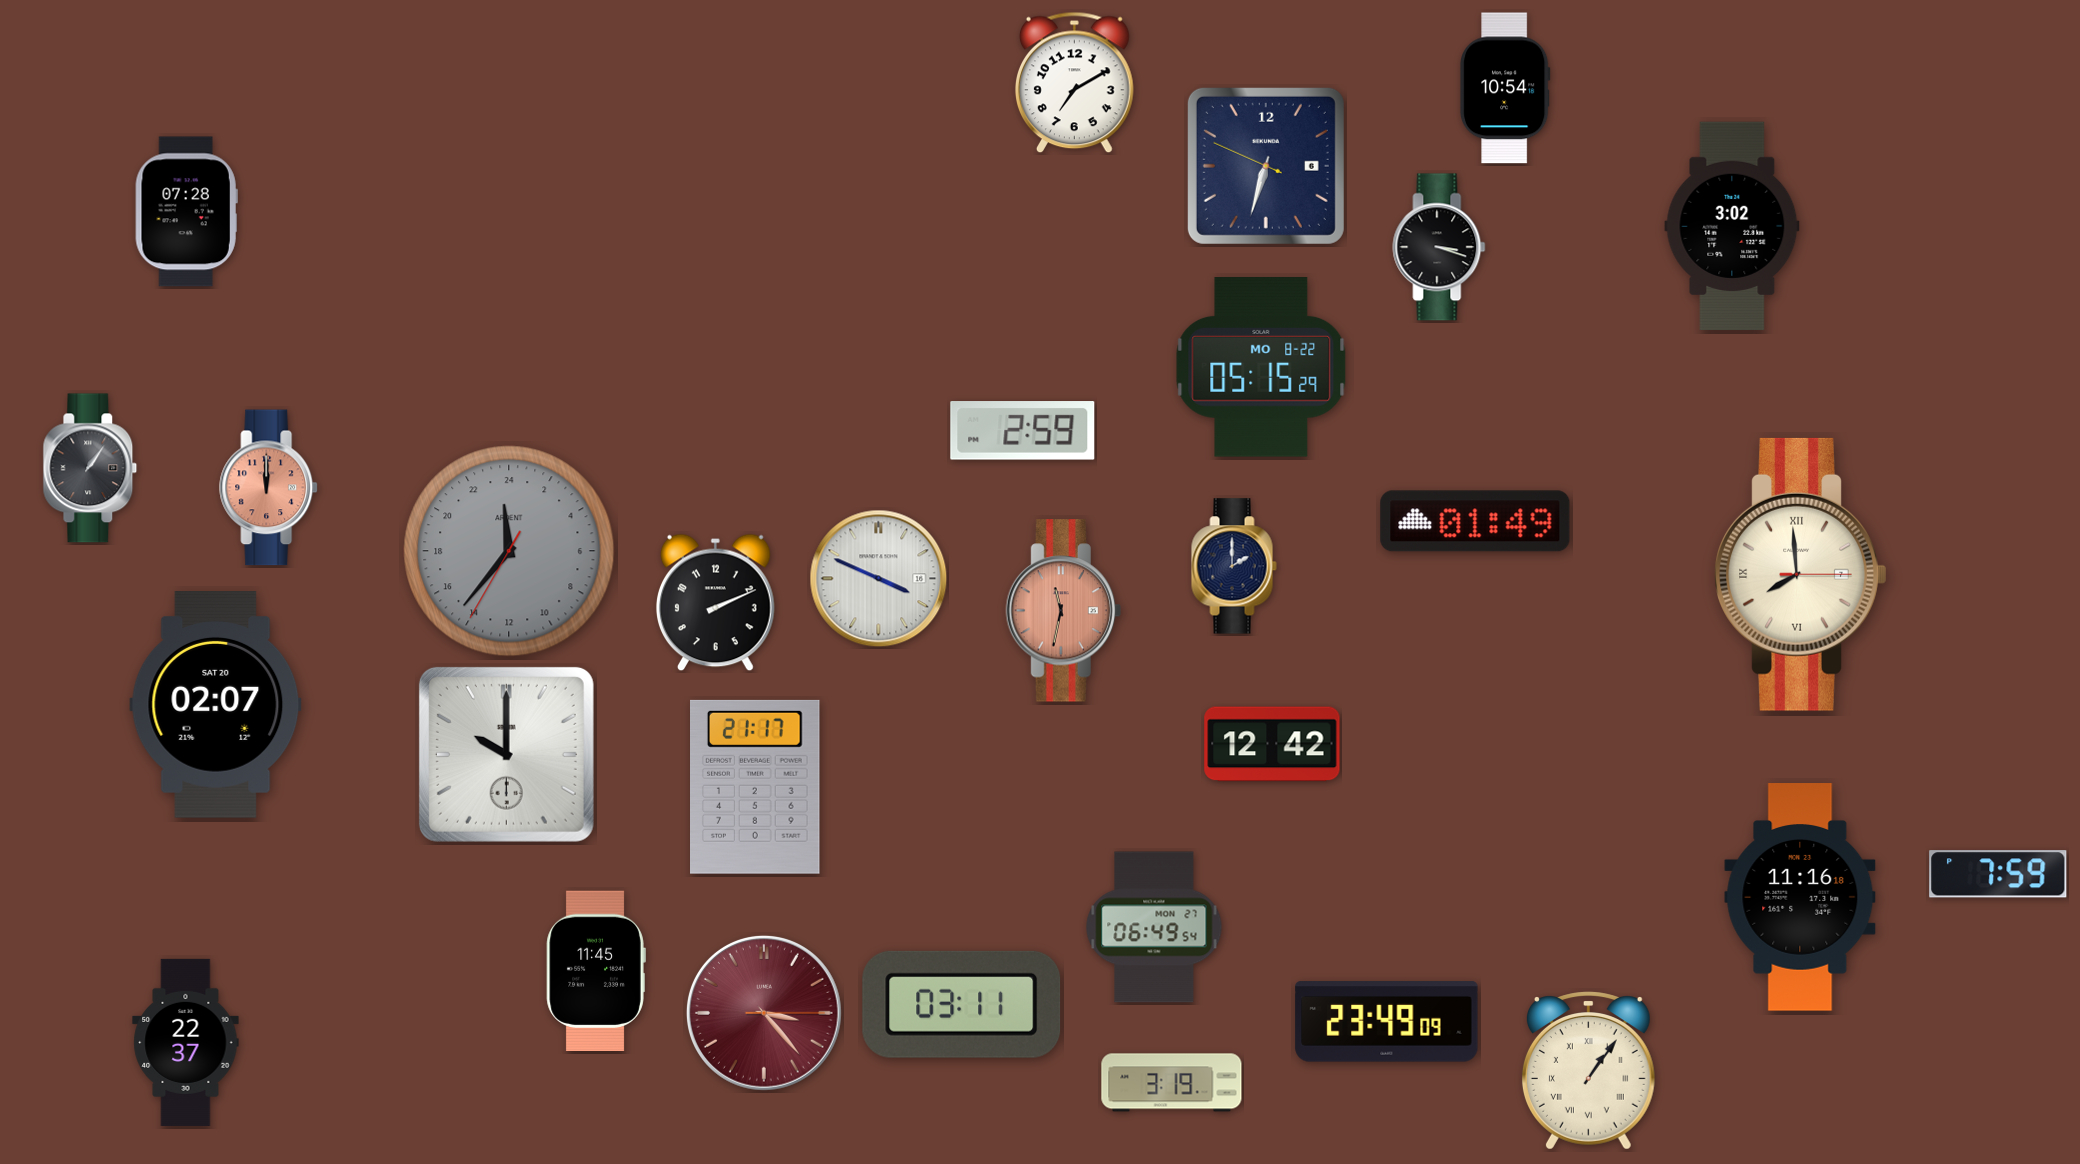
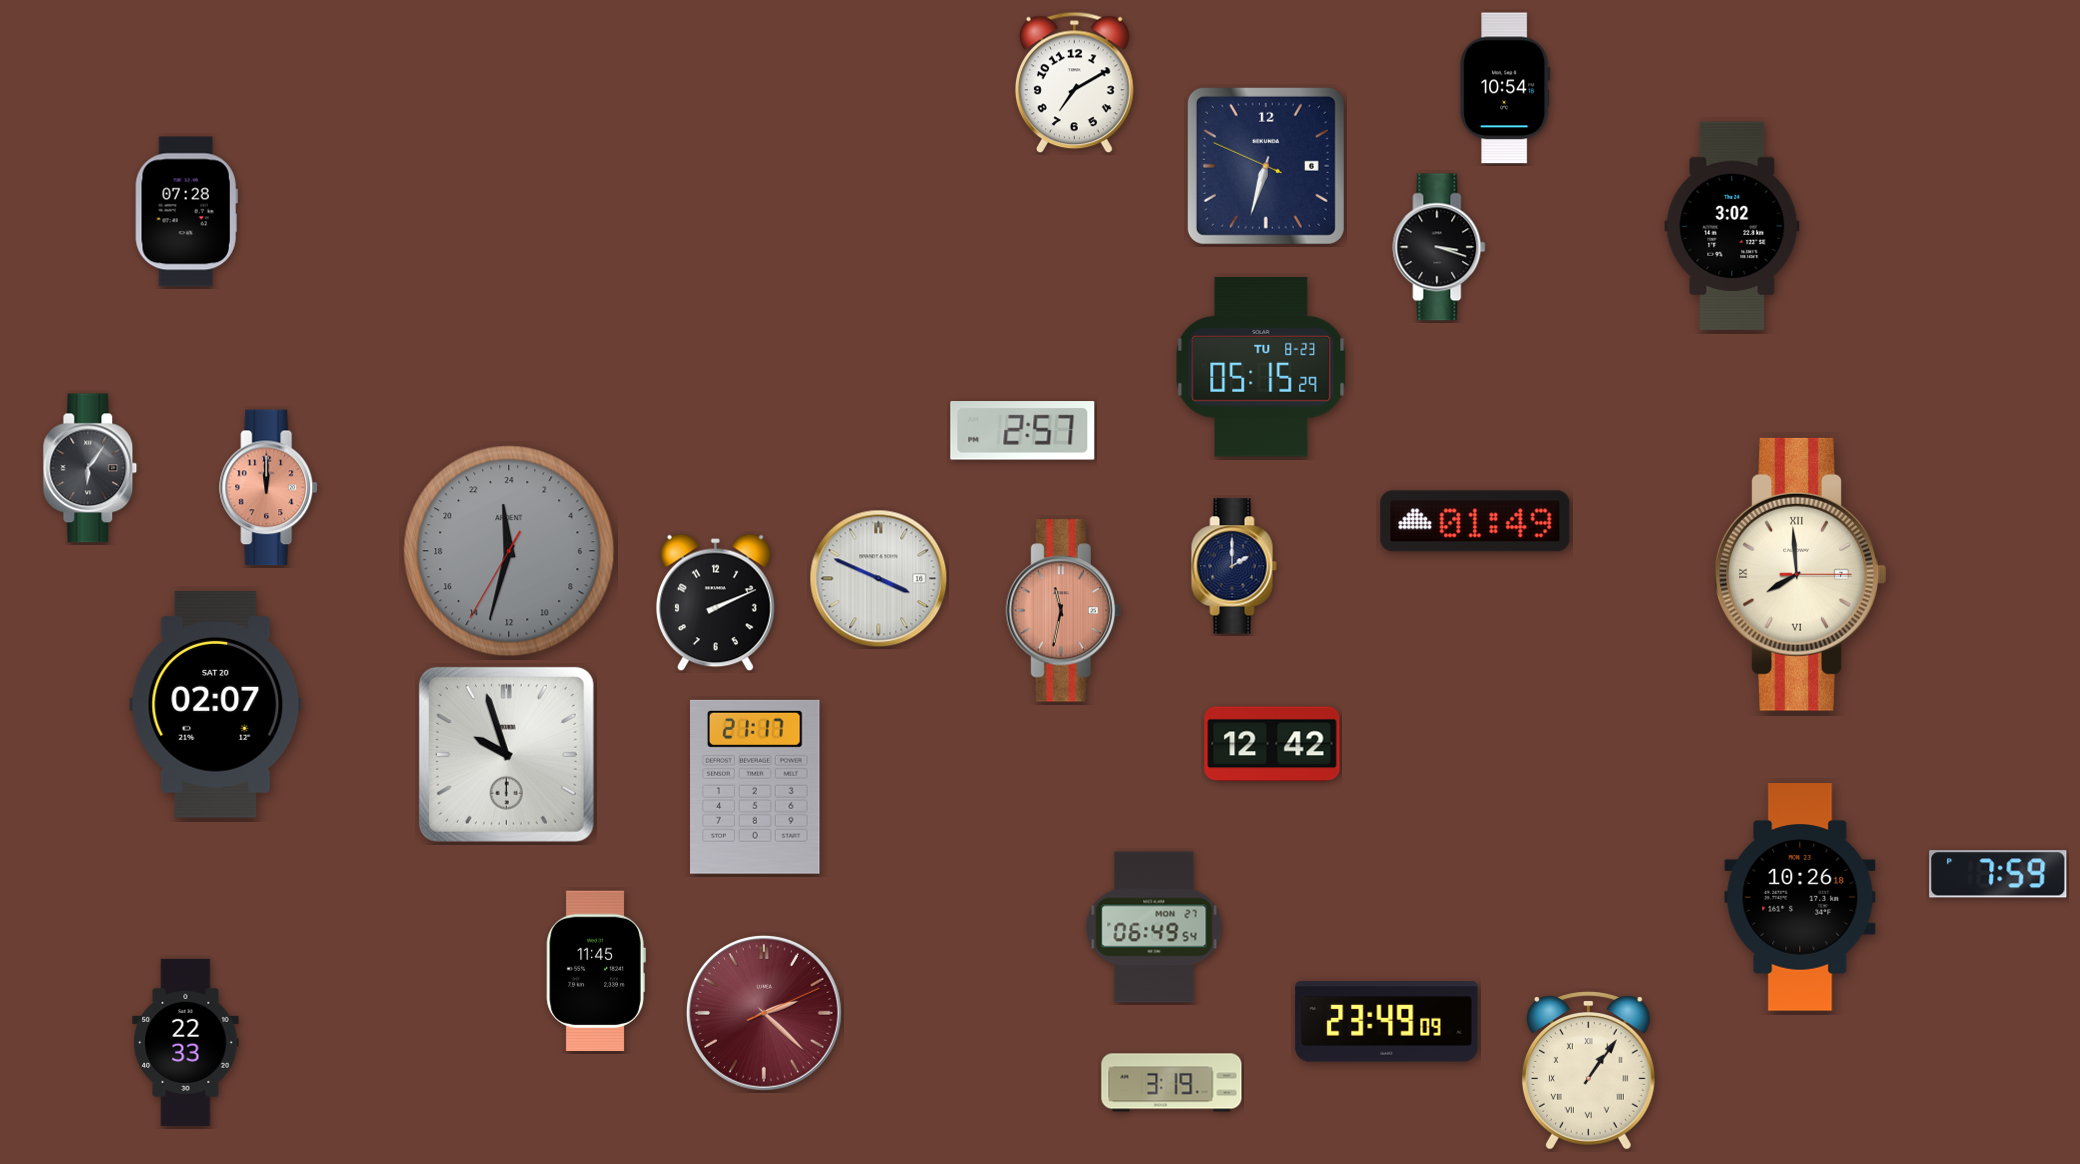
clock at (1261, 367) date: MO 8-22 -> TU 8-23
clock at (1023, 431): 2:59 -> 2:57
clock at (90, 468): 1:06 -> 6:06
clock at (509, 551): 23:36 -> 23:32
clock at (506, 754): 10:00 -> 9:57
clock at (1800, 897): 11:16 -> 10:26
clock at (962, 1004): 03:11 -> none
clock at (764, 1013): 3:23 -> 2:22
clock at (186, 1042): 22:37 -> 22:33
